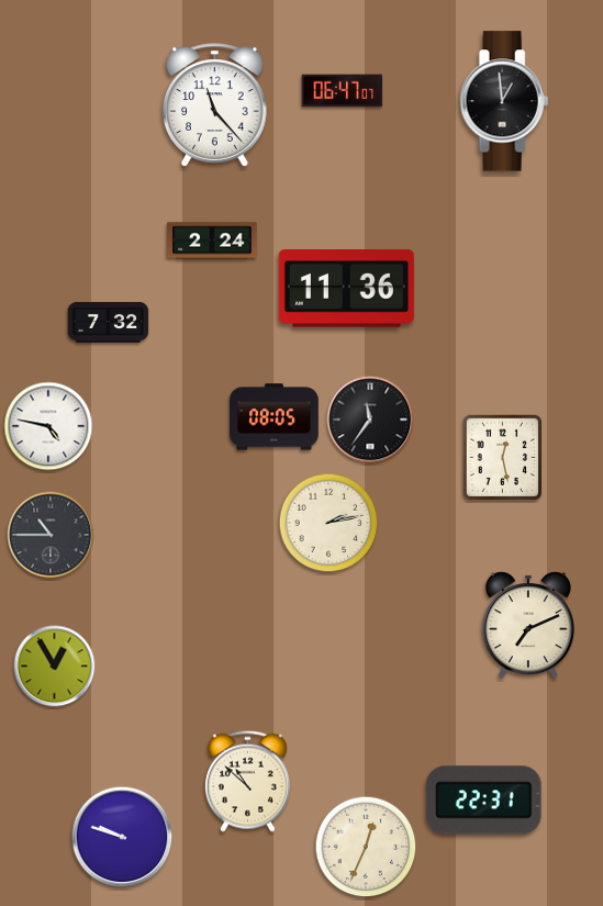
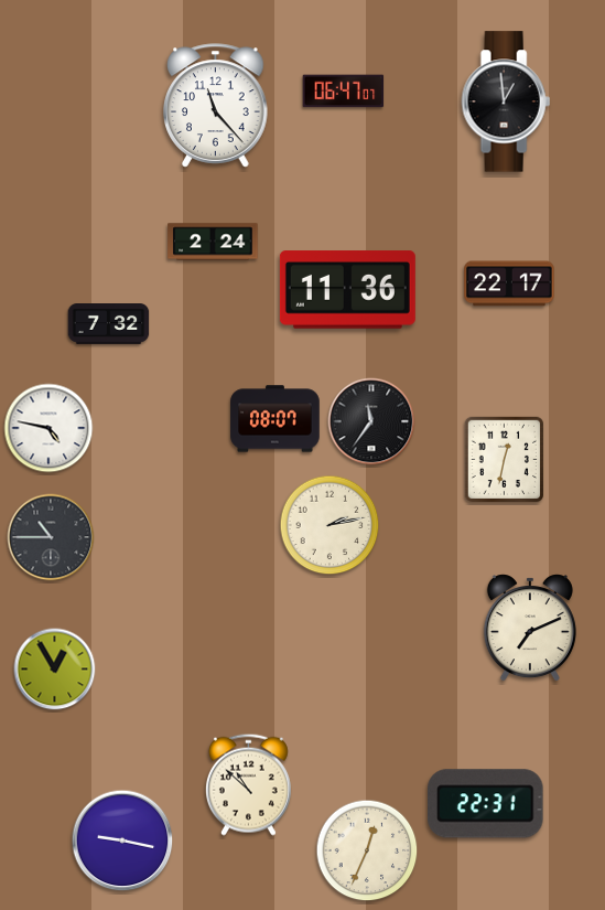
clock at (509, 283): none -> 22:17
clock at (275, 417): 08:05 -> 08:07
clock at (502, 458): 12:28 -> 12:32
clock at (122, 837): 9:48 -> 9:17
